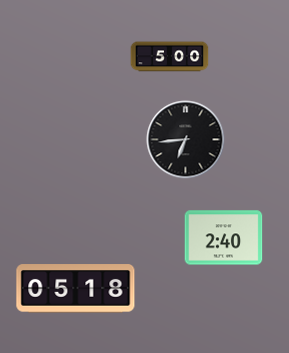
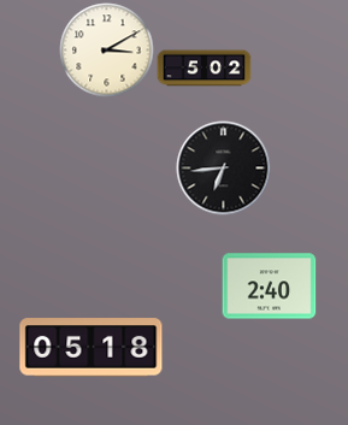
clock at (106, 49): none -> 3:10
clock at (169, 57): 5:00 -> 5:02
